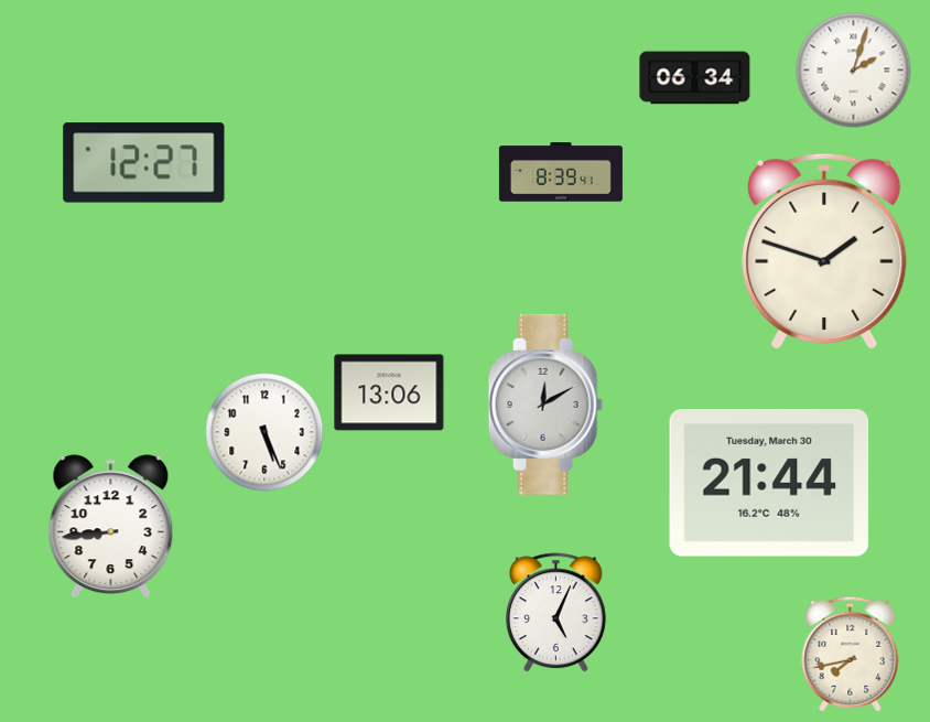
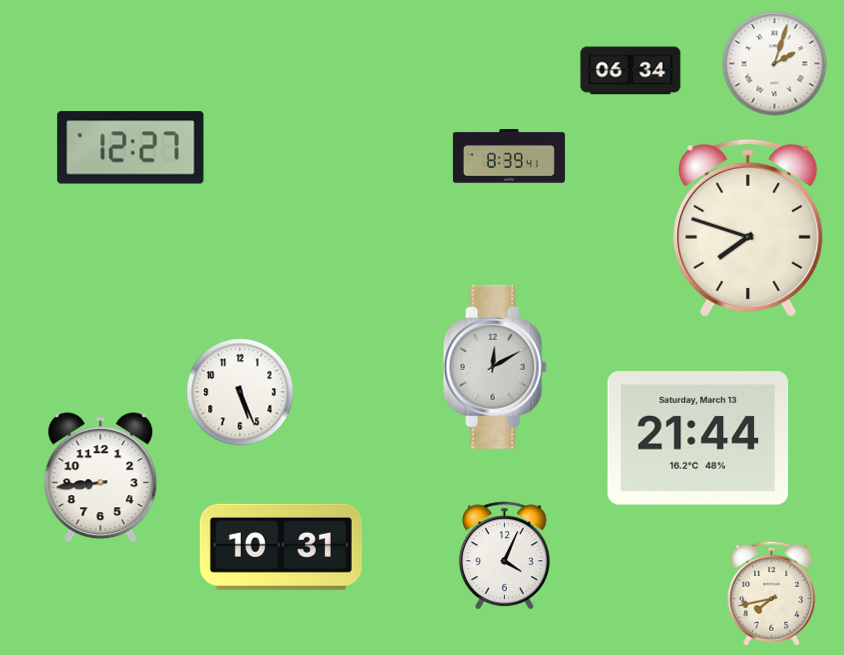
clock at (824, 251): 1:48 -> 7:48
clock at (389, 392): 13:06 -> none
clock at (769, 483) date: Tuesday, March 30 -> Saturday, March 13
clock at (281, 547): none -> 10:31
clock at (555, 613): 5:04 -> 4:04
